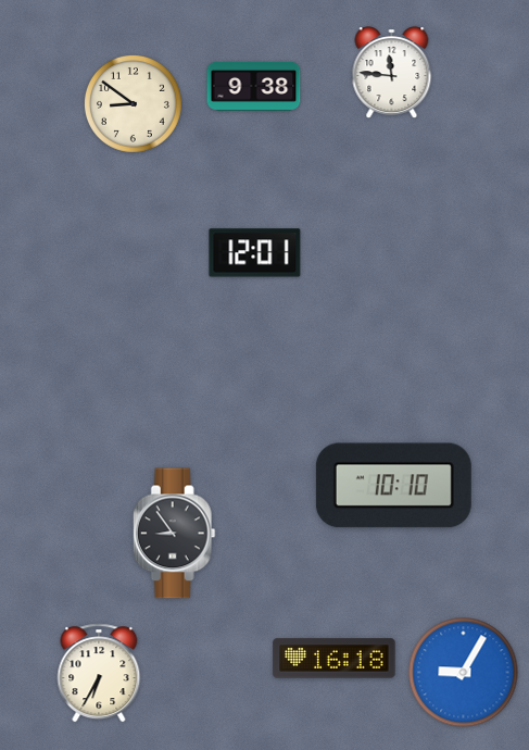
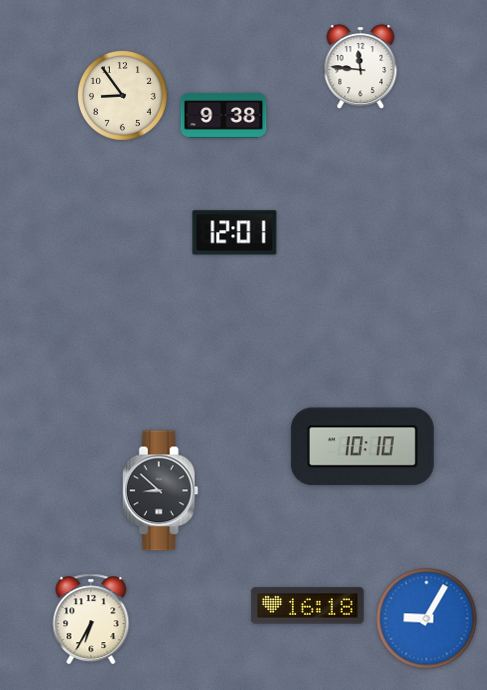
clock at (254, 86) position: (254, 86) -> (224, 115)
clock at (133, 103): 8:51 -> 8:54
clock at (174, 534): 8:54 -> 8:52
